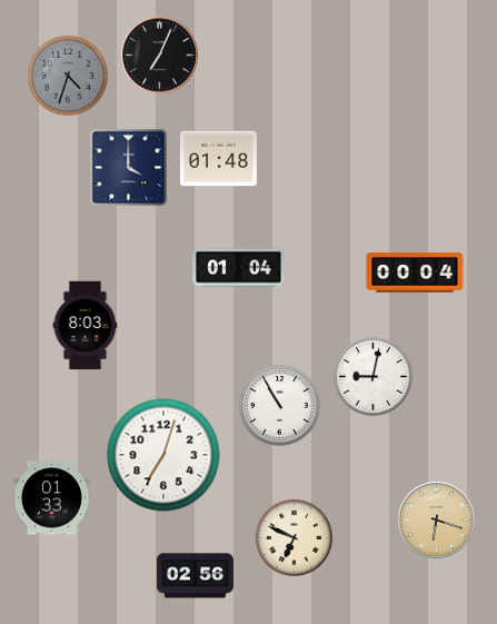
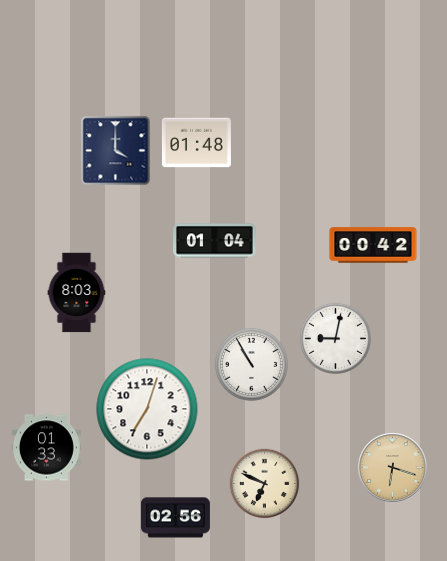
clock at (160, 56): 7:04 -> none
clock at (68, 76): 4:33 -> none
clock at (415, 273): 00:04 -> 00:42
